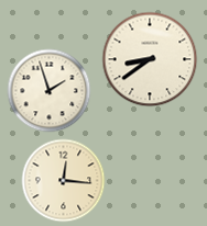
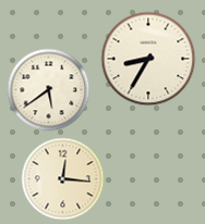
clock at (150, 59): 8:39 -> 8:35
clock at (50, 91): 1:57 -> 5:39
